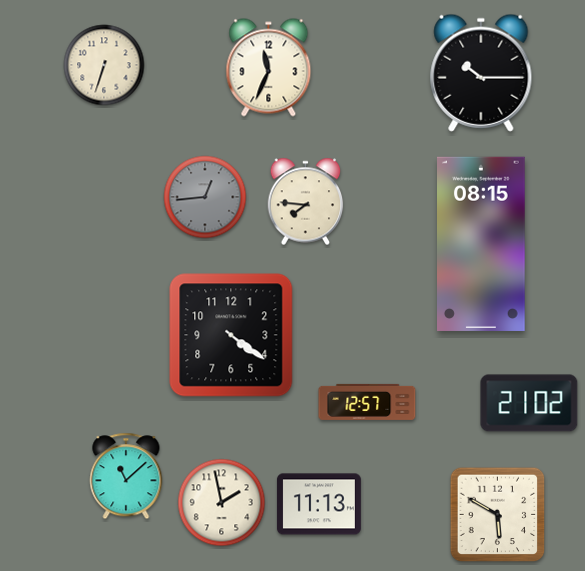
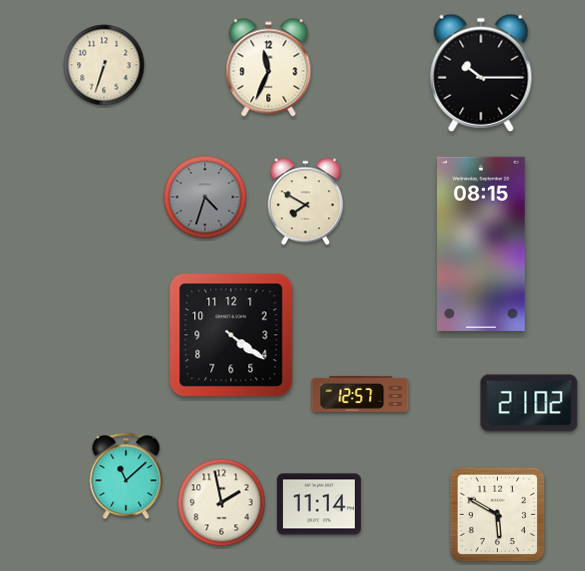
clock at (205, 197): 12:44 -> 4:33
clock at (306, 202): 7:46 -> 7:50
clock at (367, 402) position: (367, 402) -> (360, 394)
clock at (319, 504): 11:13 -> 11:14
